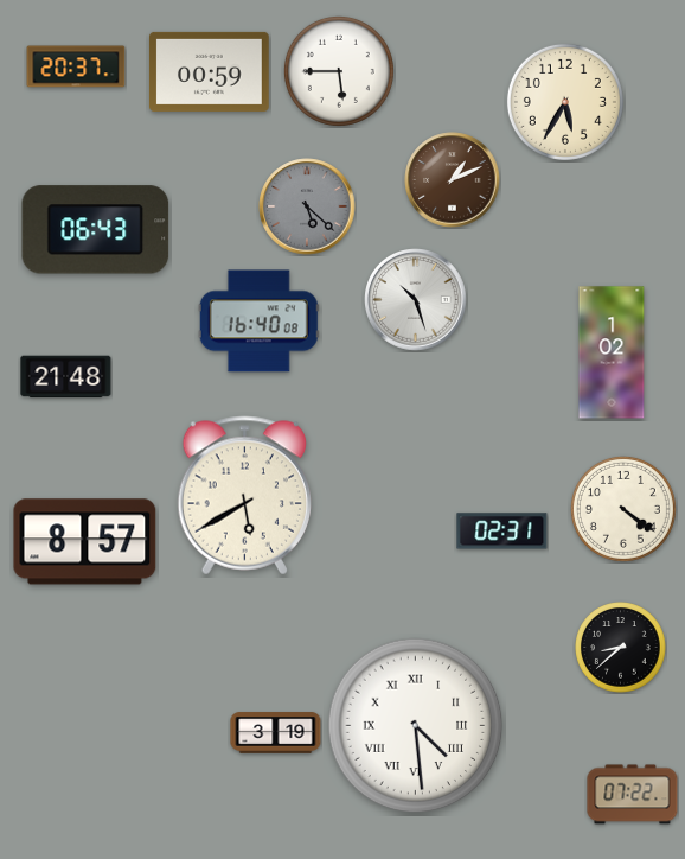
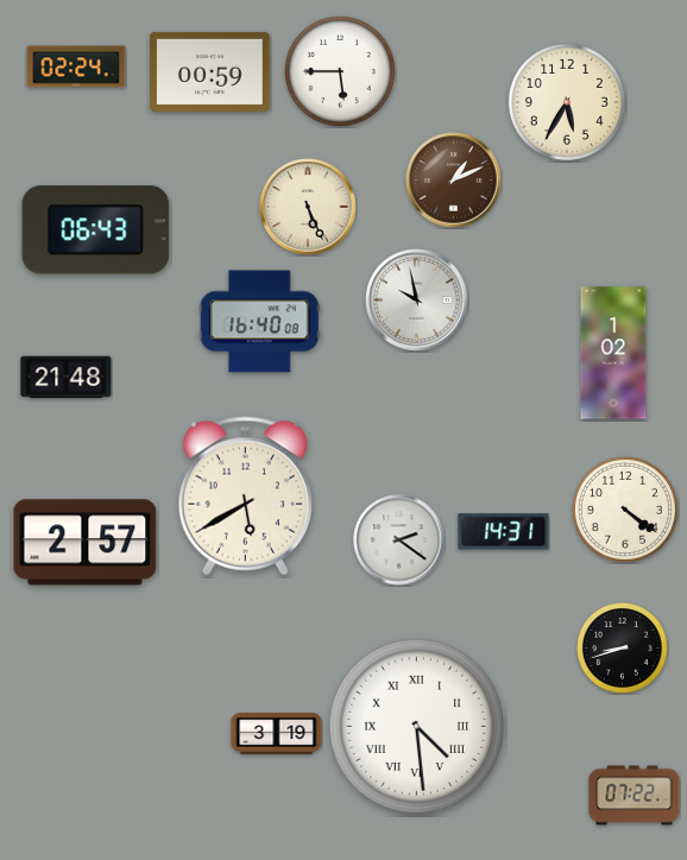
clock at (76, 66): 20:37 -> 02:24
clock at (307, 206): 5:22 -> 5:26
clock at (307, 206) dial: grey -> cream
clock at (416, 300): 10:27 -> 9:58
clock at (502, 532): 02:31 -> 14:31
clock at (399, 540): none -> 2:21
clock at (85, 542): 8:57 -> 2:57
clock at (621, 648): 8:38 -> 8:42
